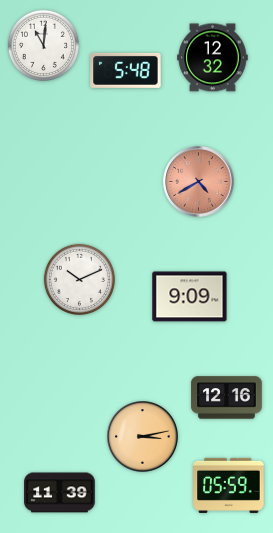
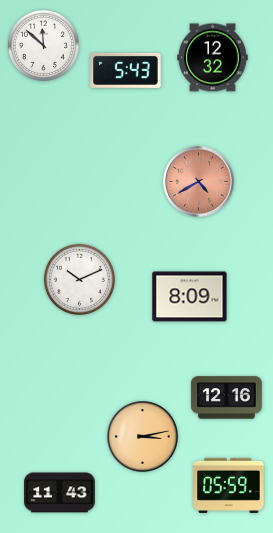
clock at (43, 45): 11:01 -> 11:52
clock at (126, 70): 5:48 -> 5:43
clock at (190, 297): 9:09 -> 8:09
clock at (60, 493): 11:39 -> 11:43
